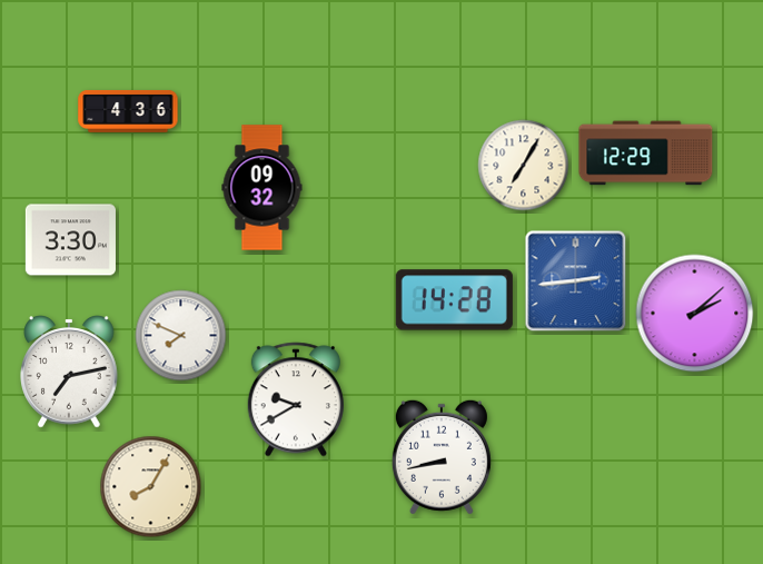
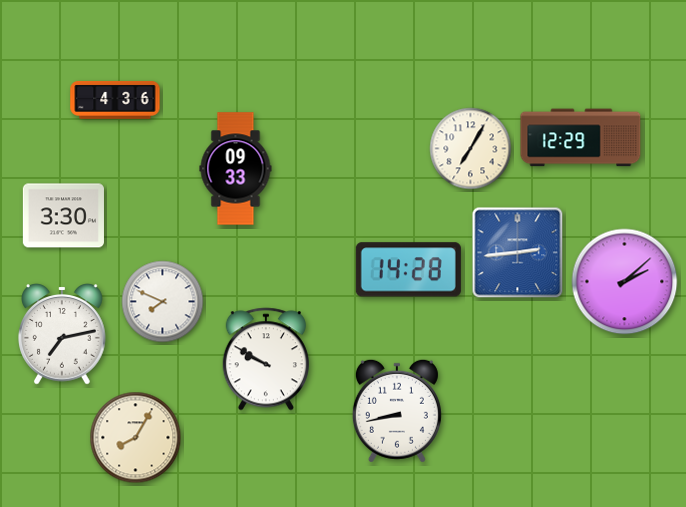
clock at (262, 188): 09:32 -> 09:33
clock at (296, 399): 9:40 -> 9:50
